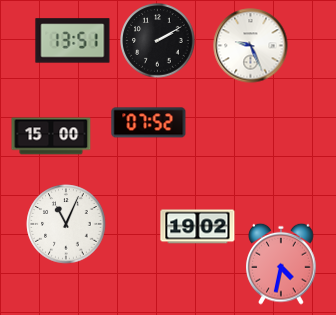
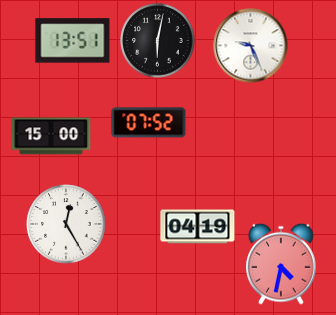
clock at (158, 41): 2:10 -> 6:02
clock at (66, 224): 11:04 -> 12:25
clock at (198, 227): 19:02 -> 04:19
